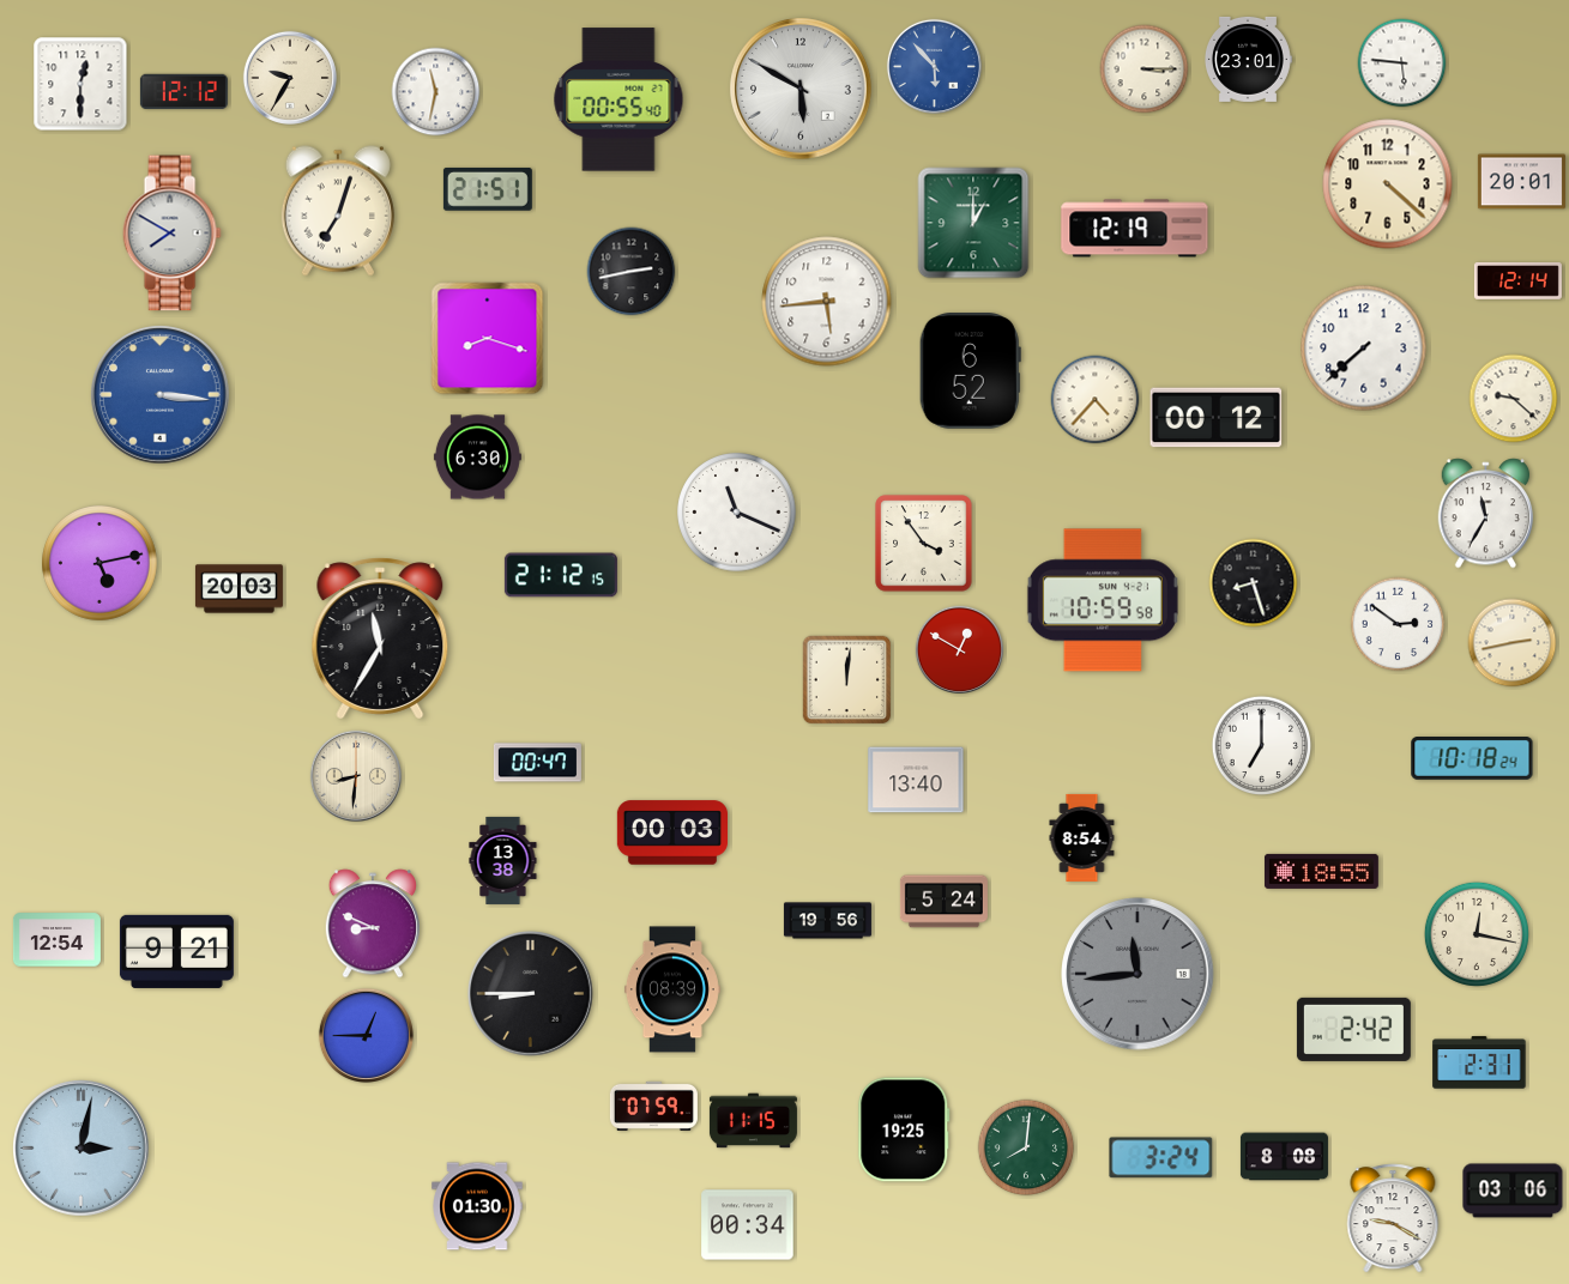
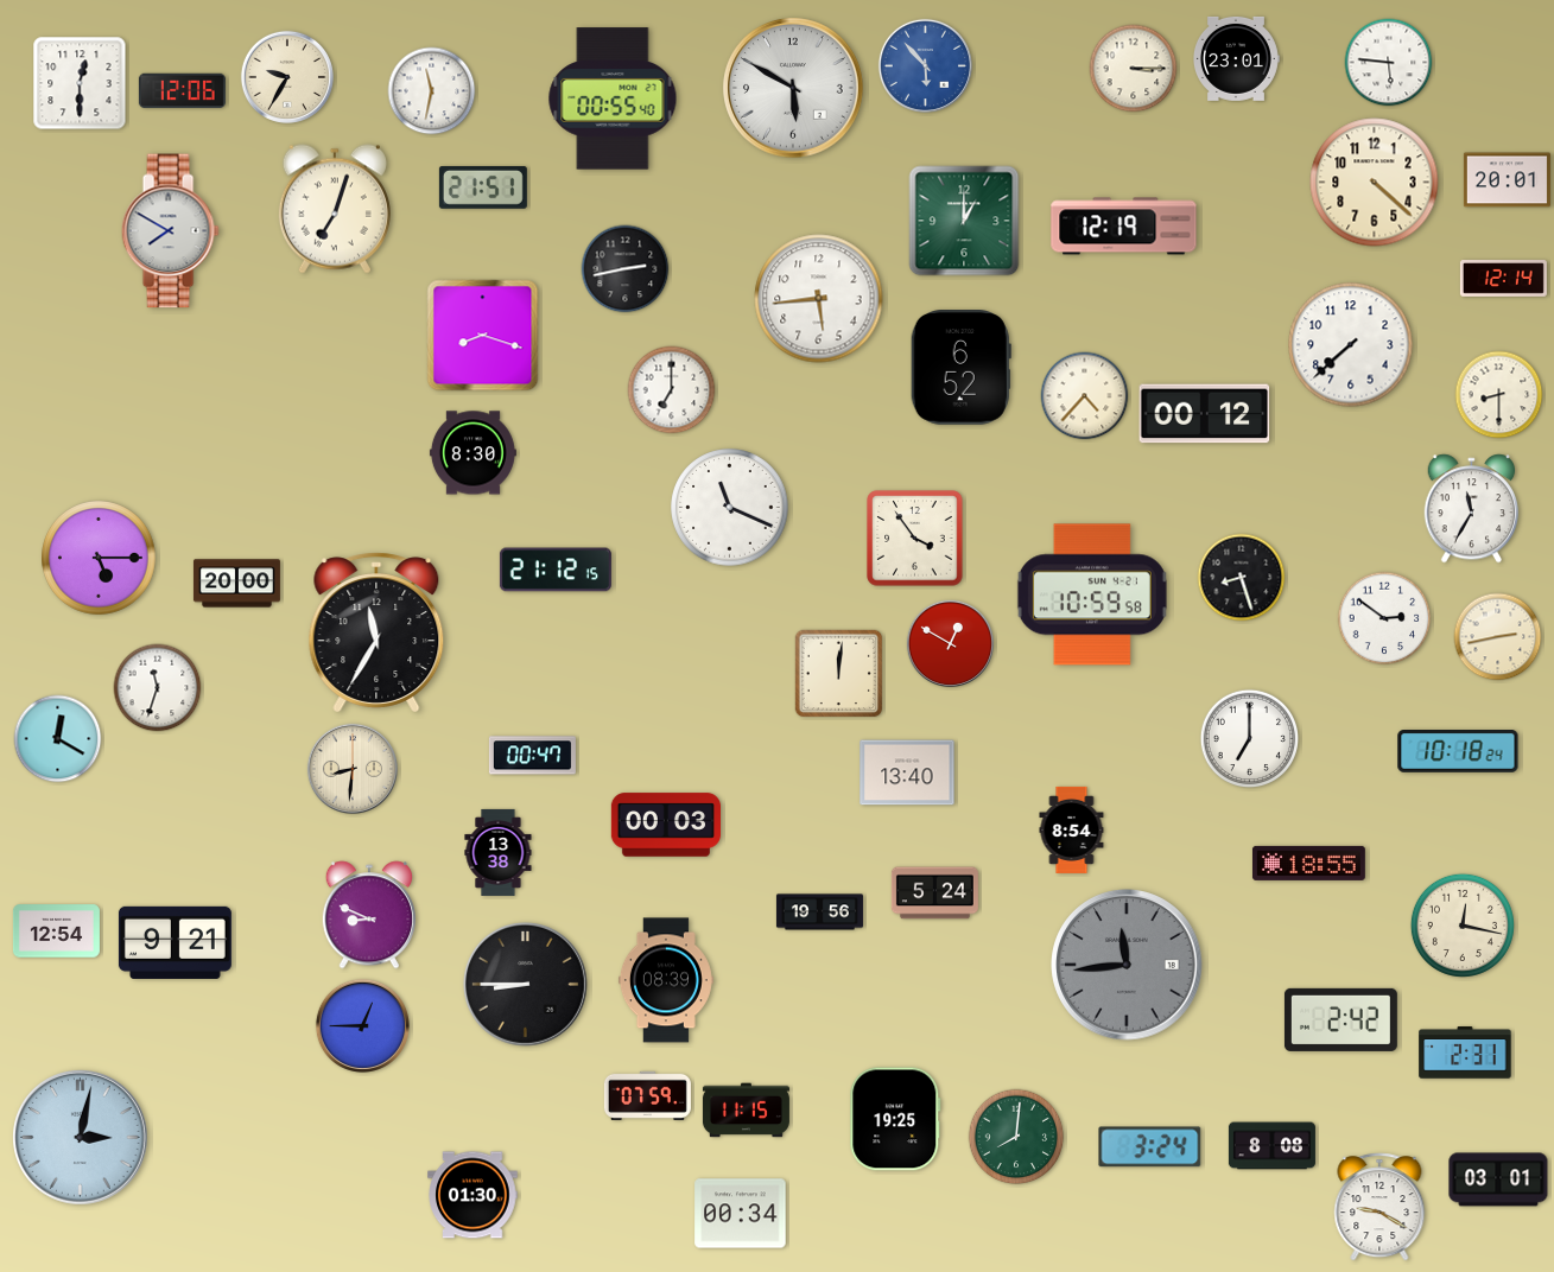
clock at (183, 92): 12:12 -> 12:06
clock at (672, 390): none -> 7:00
clock at (161, 395): 3:16 -> none
clock at (1514, 399): 9:22 -> 8:30
clock at (477, 458): 6:30 -> 8:30
clock at (101, 564): 5:13 -> 5:15
clock at (239, 589): 20:03 -> 20:00
clock at (158, 688): none -> 11:33
clock at (58, 739): none -> 12:20
clock at (1513, 1191): 03:06 -> 03:01
